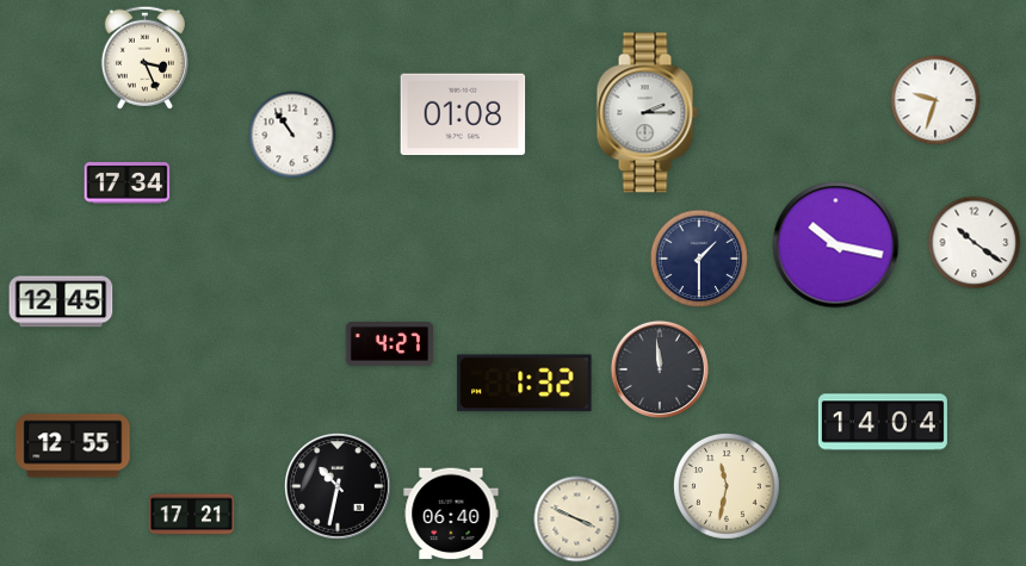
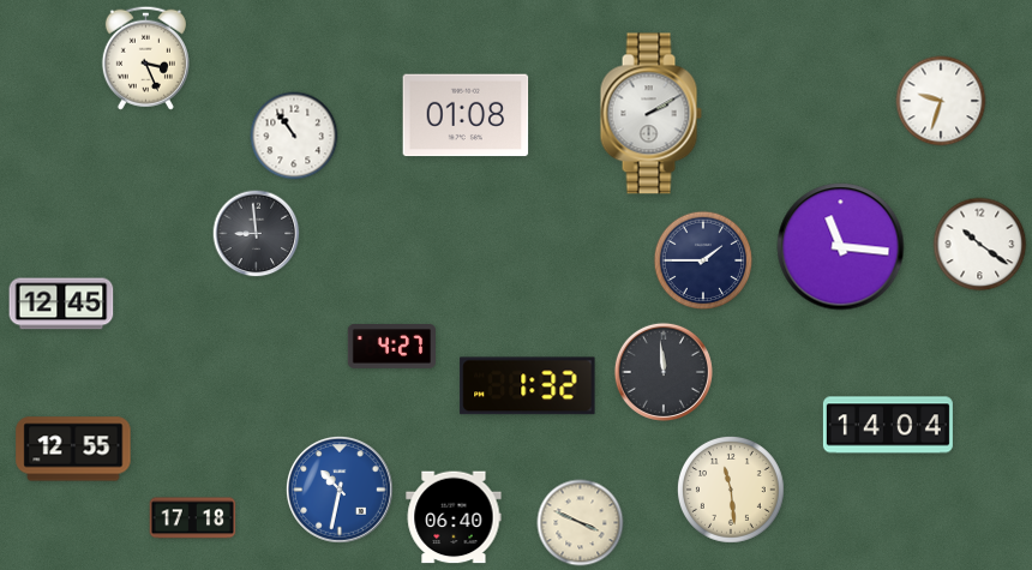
clock at (647, 113): 2:15 -> 2:10
clock at (128, 184): 17:34 -> none
clock at (257, 234): none -> 8:59
clock at (836, 245): 10:17 -> 11:16
clock at (699, 259): 1:30 -> 1:45
clock at (338, 486) dial: black -> blue
clock at (727, 486): 11:32 -> 11:29
clock at (192, 515): 17:21 -> 17:18
